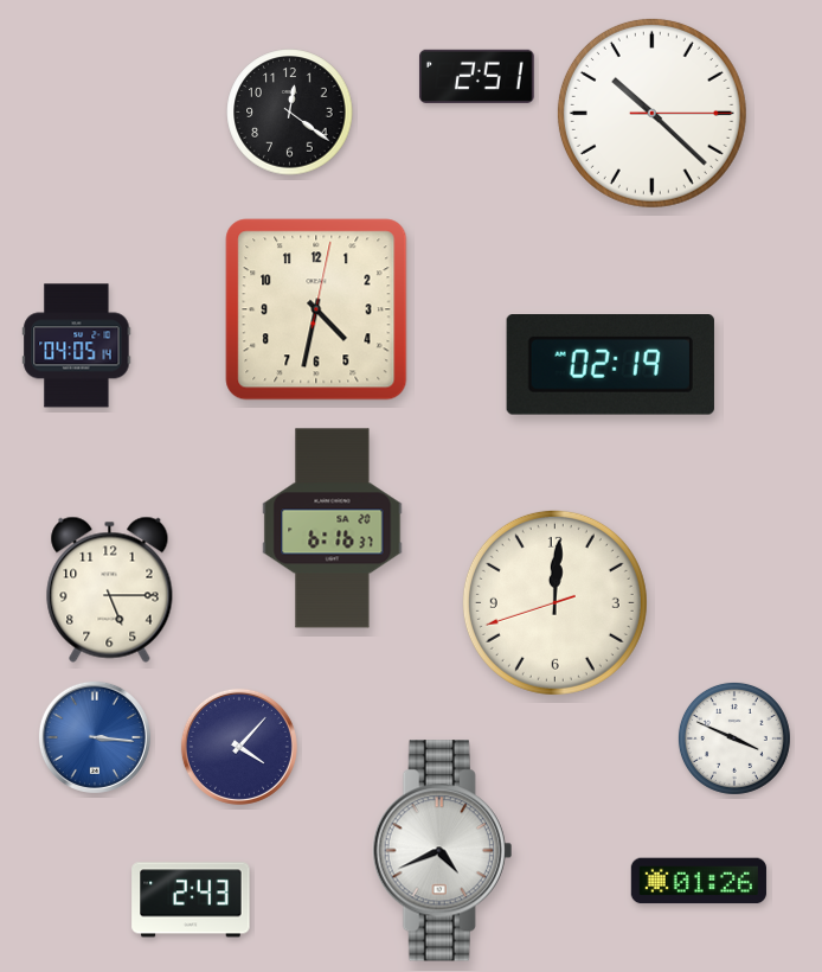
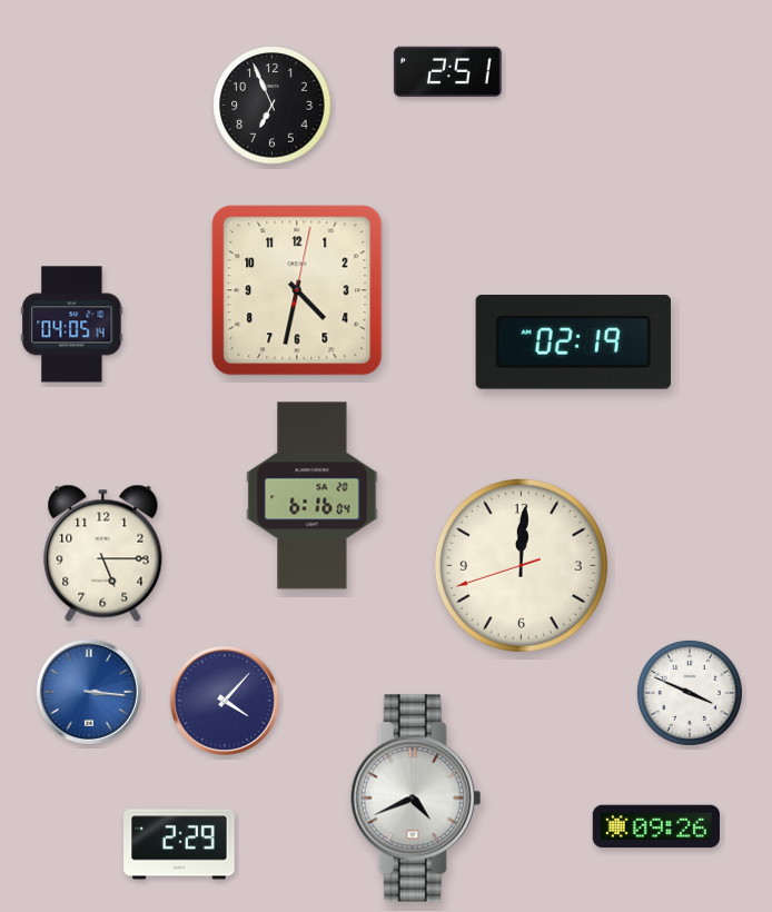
clock at (290, 113): 12:21 -> 6:56
clock at (651, 113): 10:22 -> none
clock at (333, 529): 6:16:37 -> 6:16:04
clock at (699, 881): 01:26 -> 09:26
clock at (191, 900): 2:43 -> 2:29
